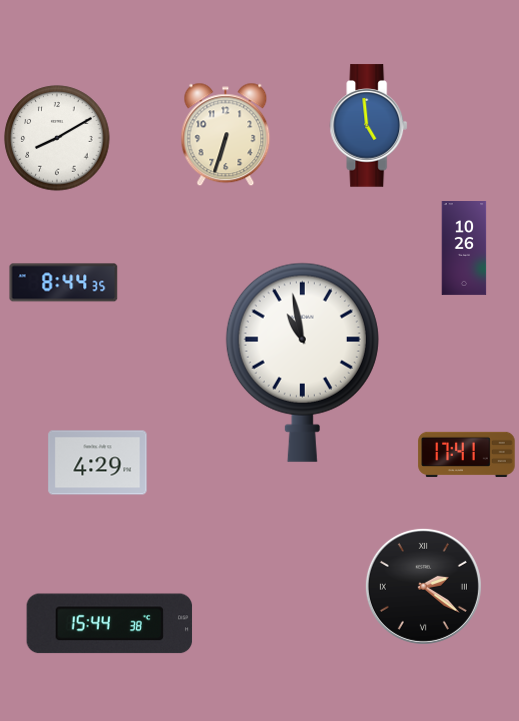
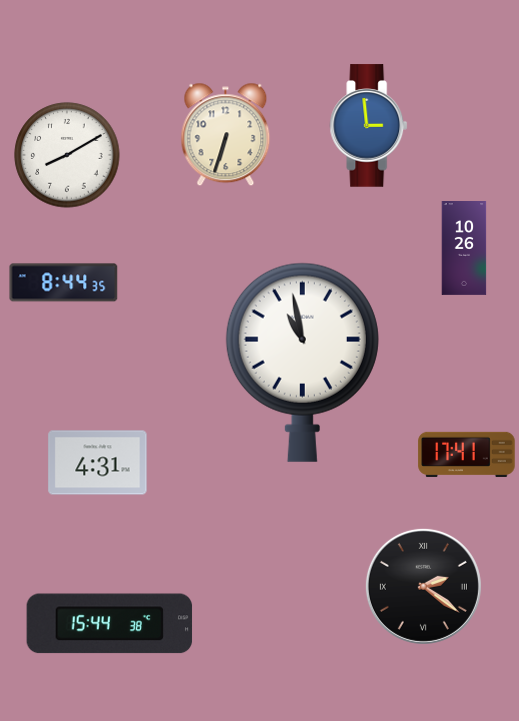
clock at (369, 126): 4:59 -> 2:59
clock at (57, 138) position: (57, 138) -> (67, 155)
clock at (98, 463): 4:29 -> 4:31
